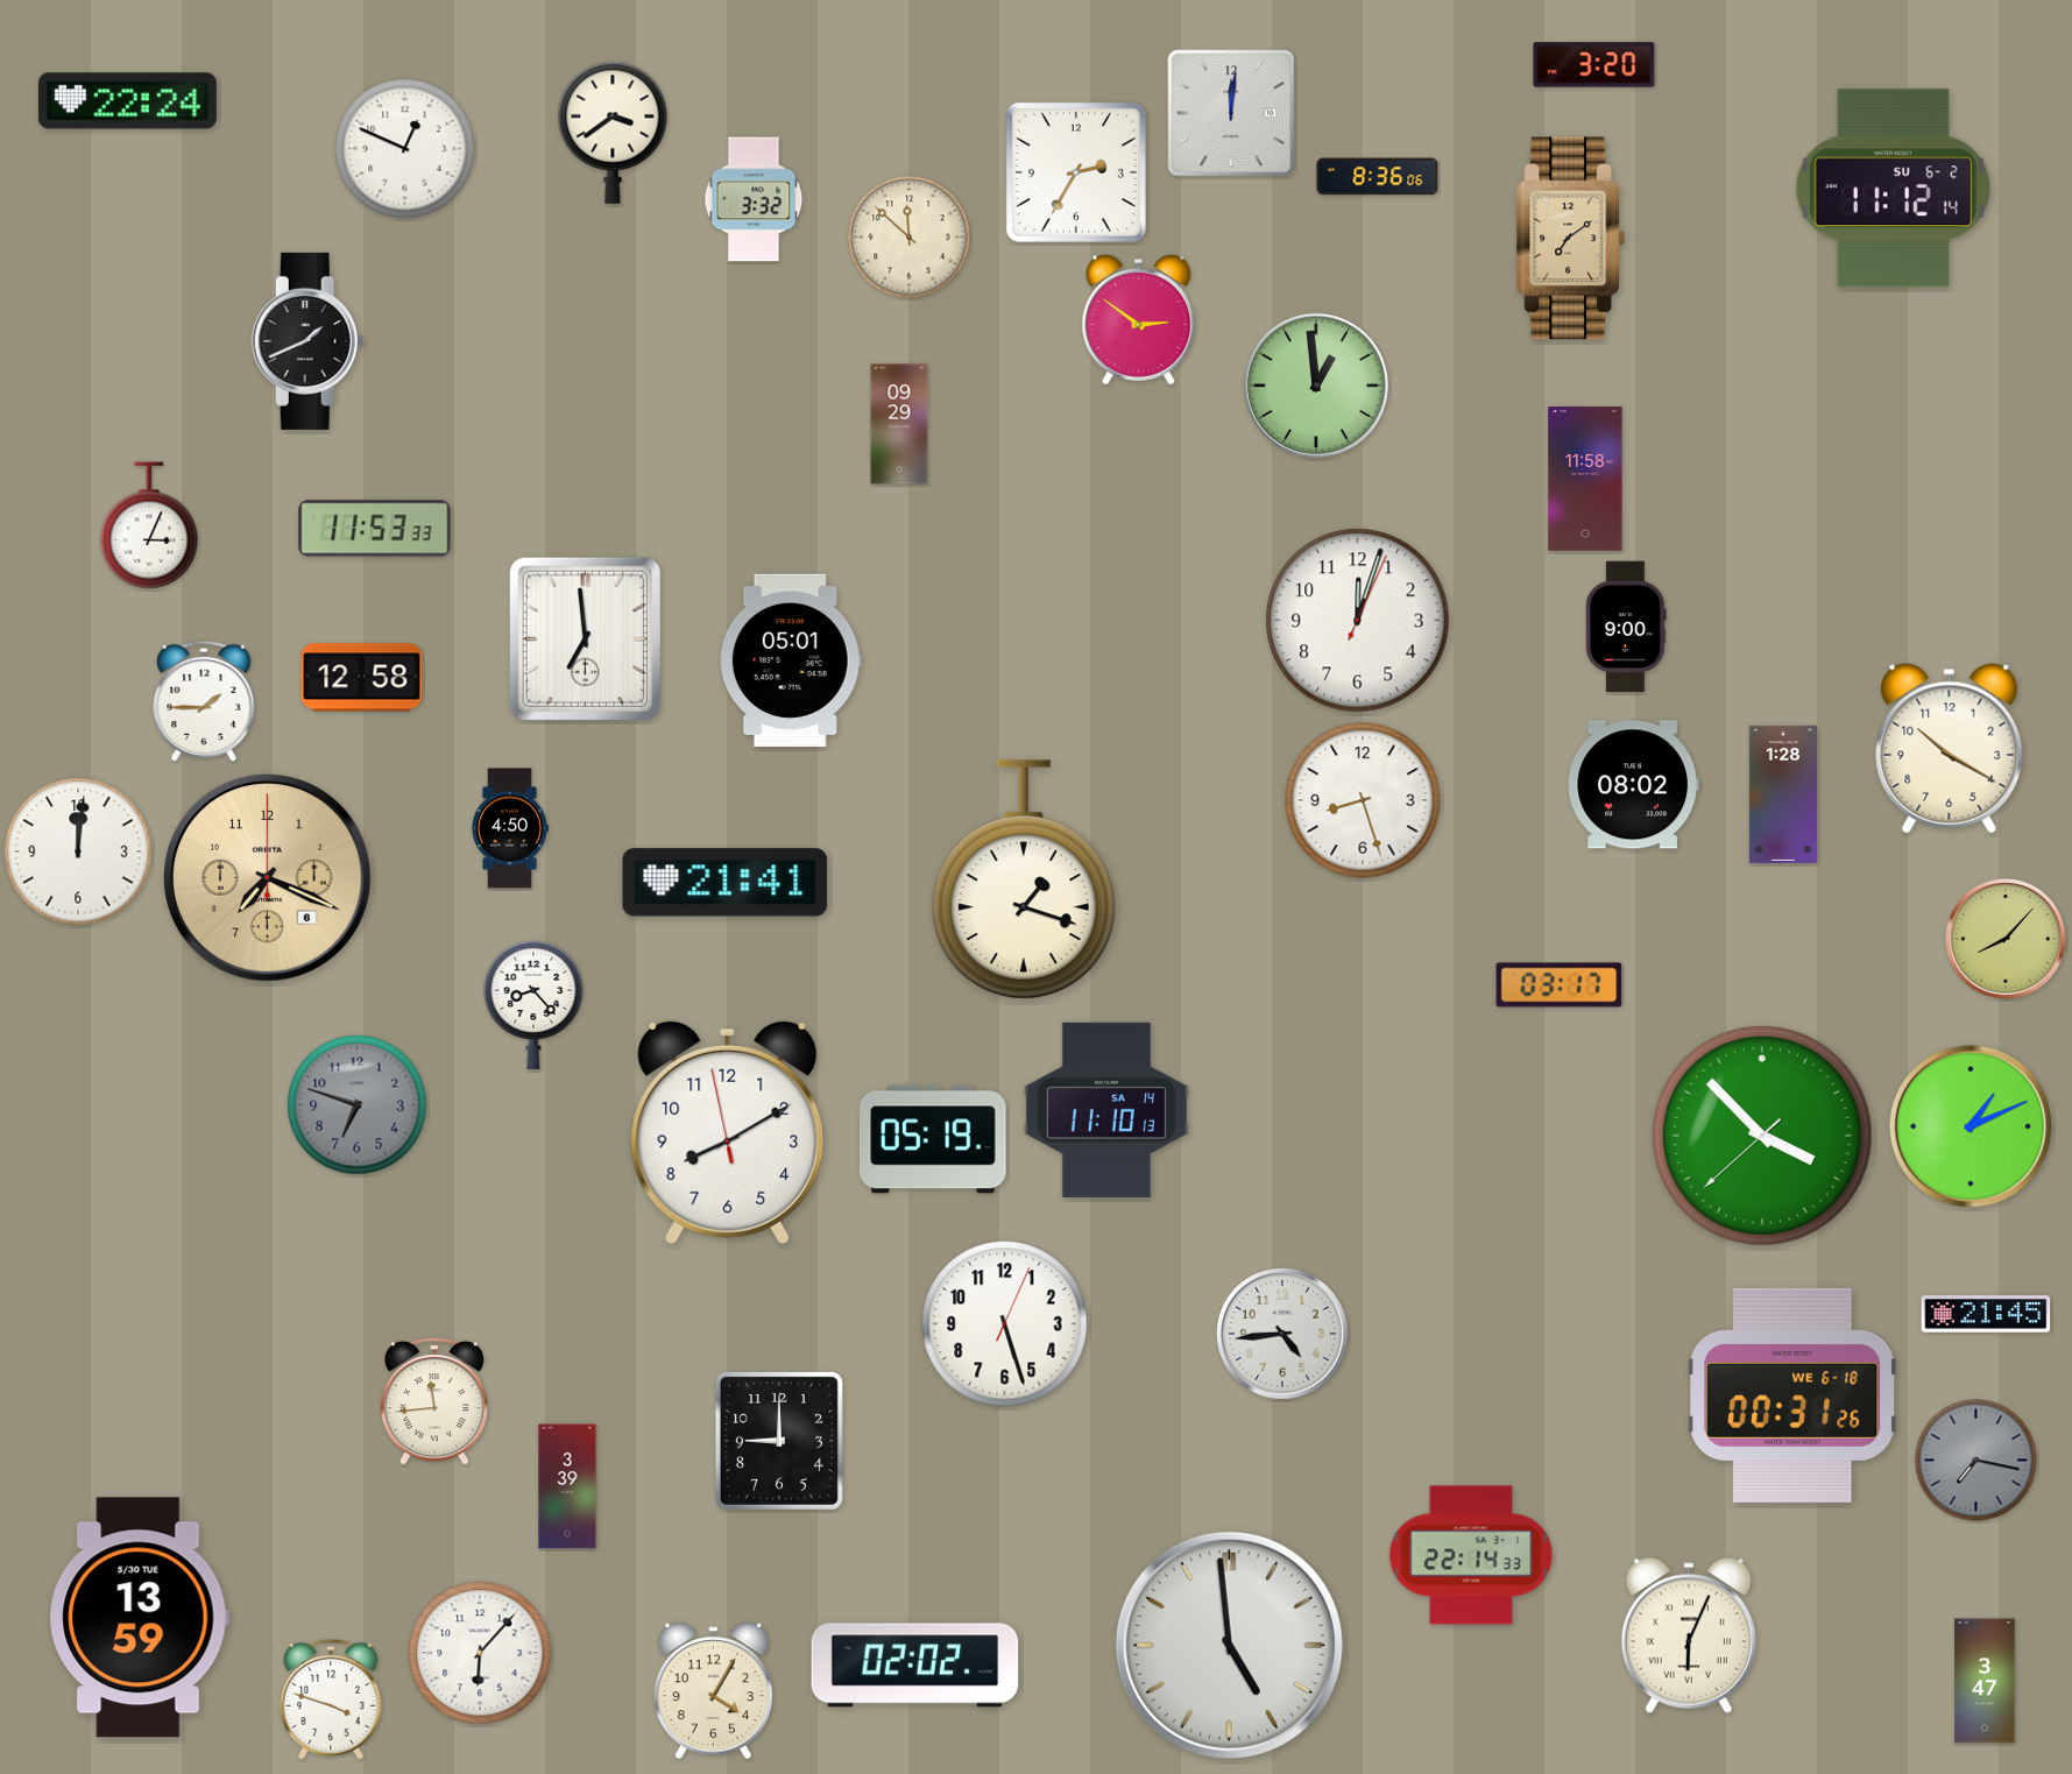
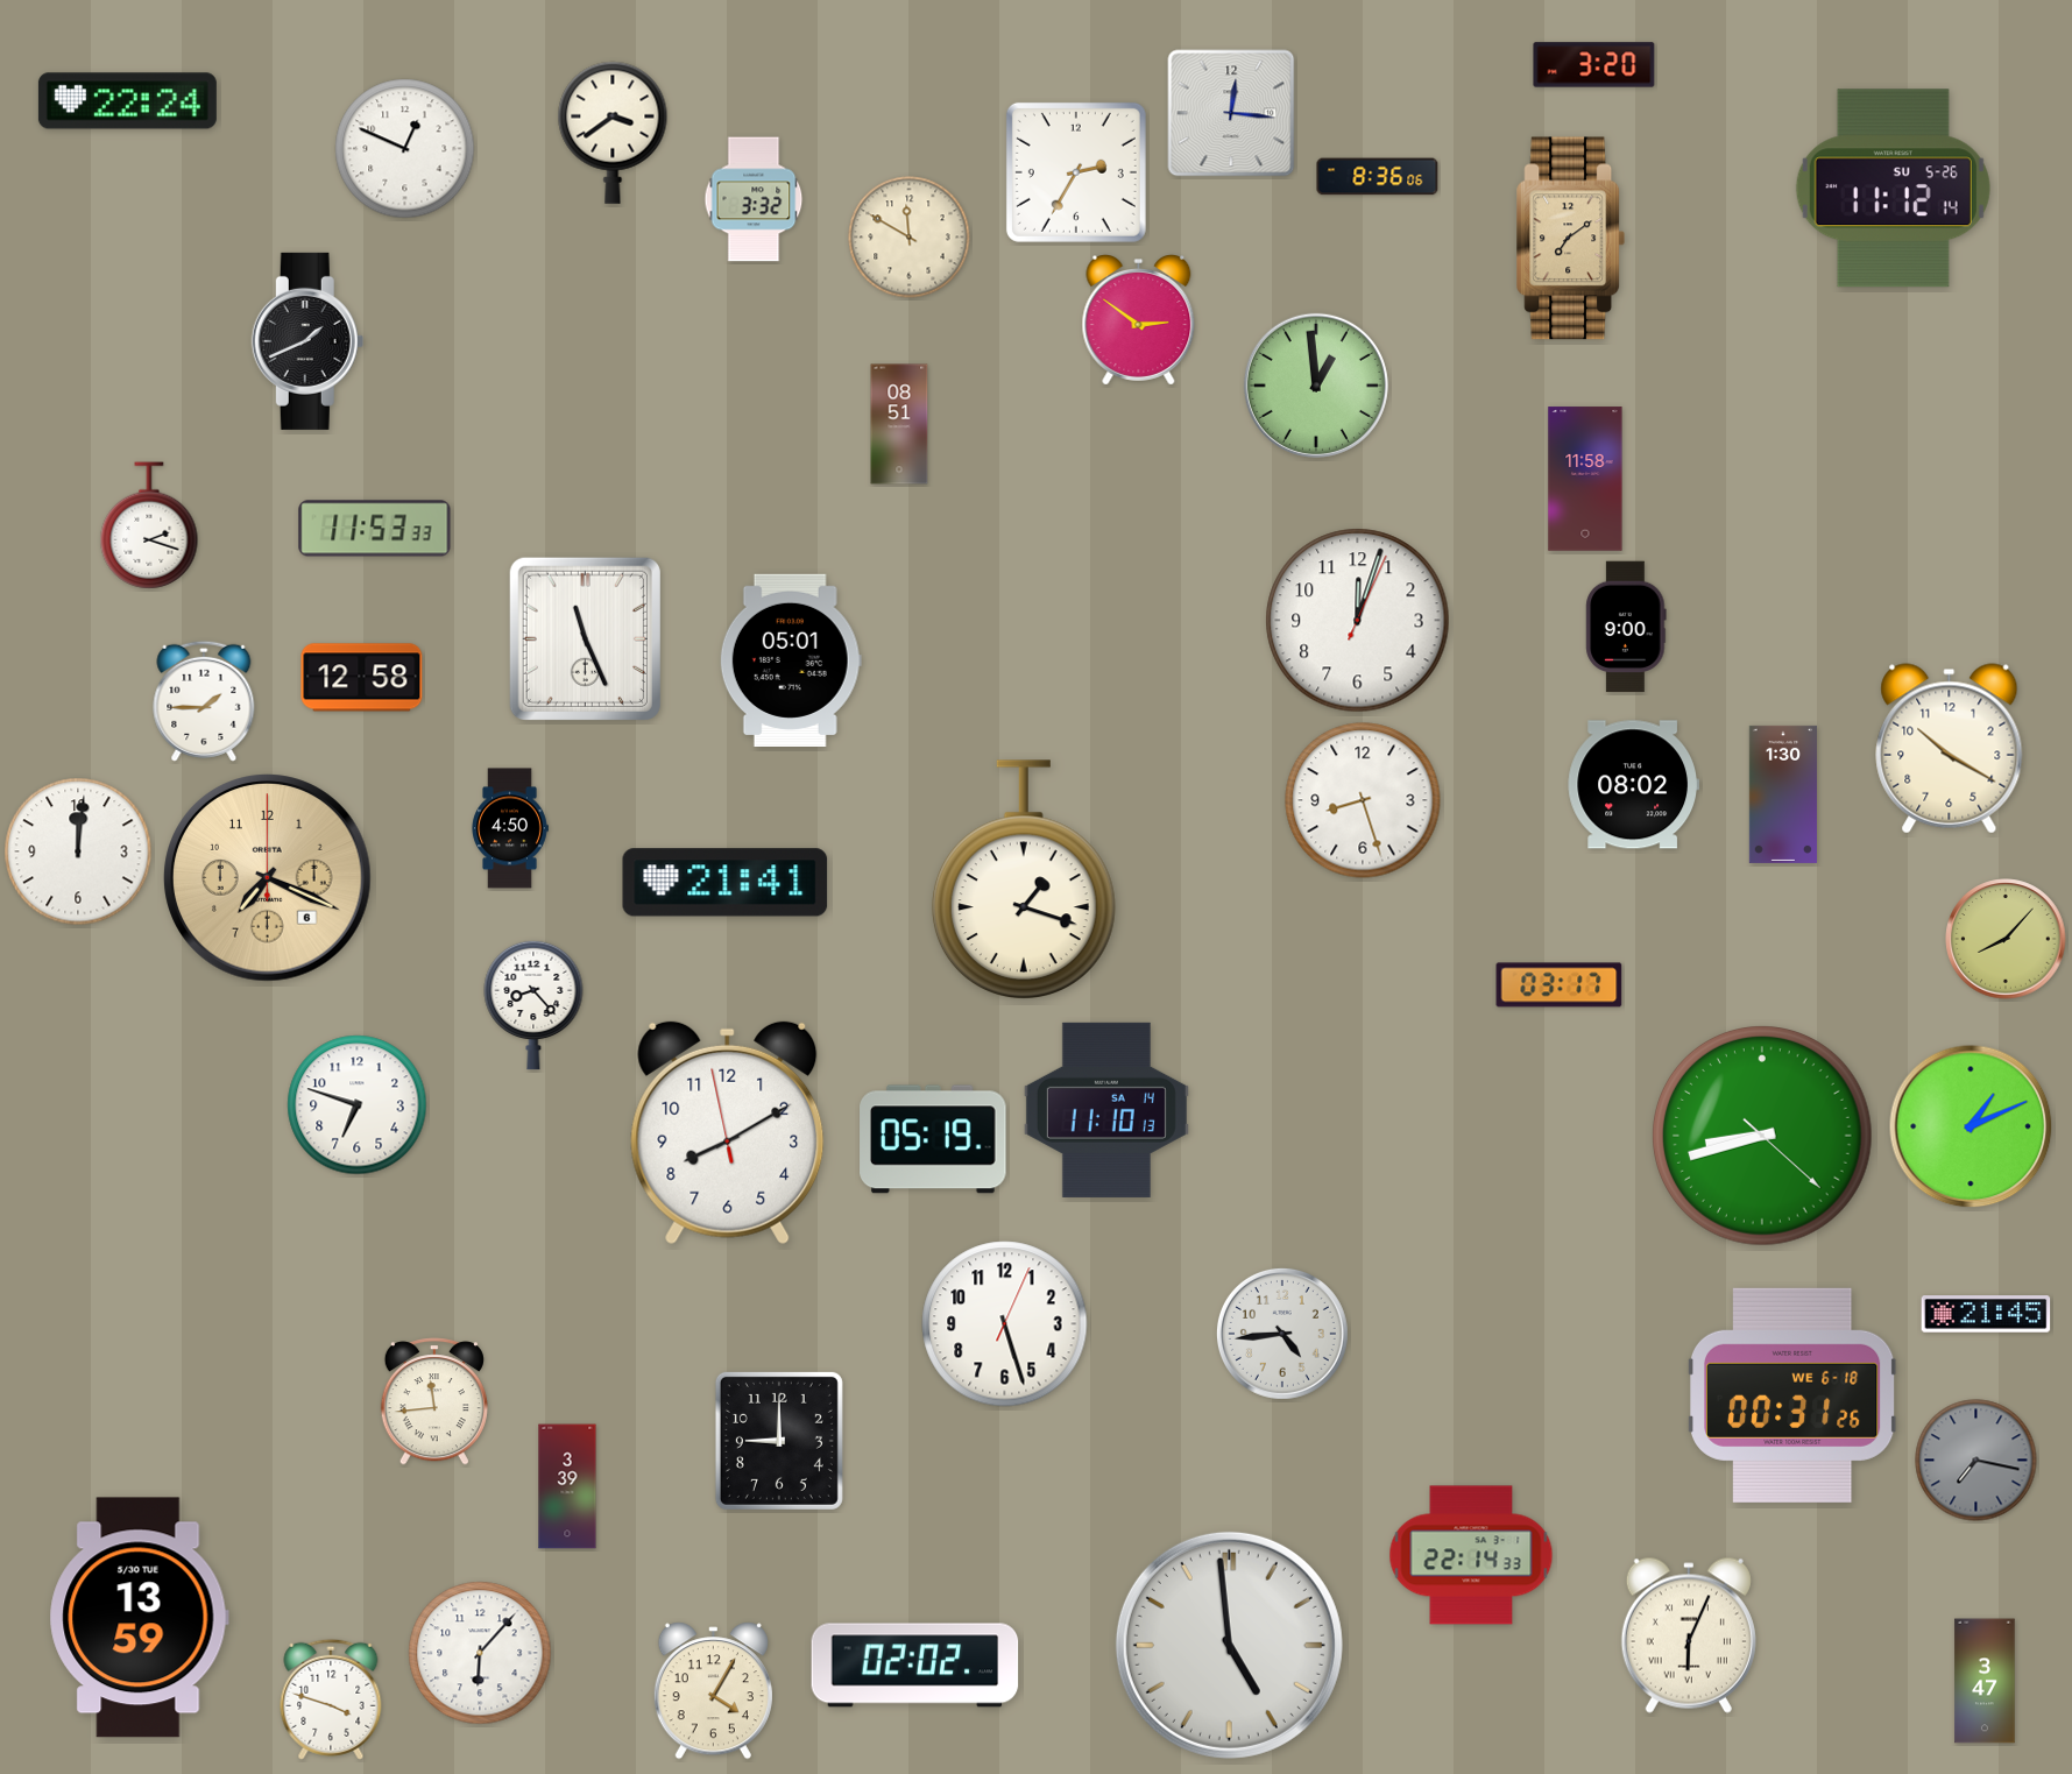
clock at (1231, 113): 12:01 -> 12:16
clock at (1893, 189) date: SU 6-2 -> SU 5-26
clock at (910, 238): 11:52 -> 11:50
clock at (899, 424): 09:29 -> 08:51
clock at (149, 525): 3:04 -> 2:18
clock at (585, 638): 6:59 -> 11:26
clock at (1783, 794): 1:28 -> 1:30
clock at (358, 1105) dial: grey -> white
clock at (1762, 1136): 3:52 -> 8:42
